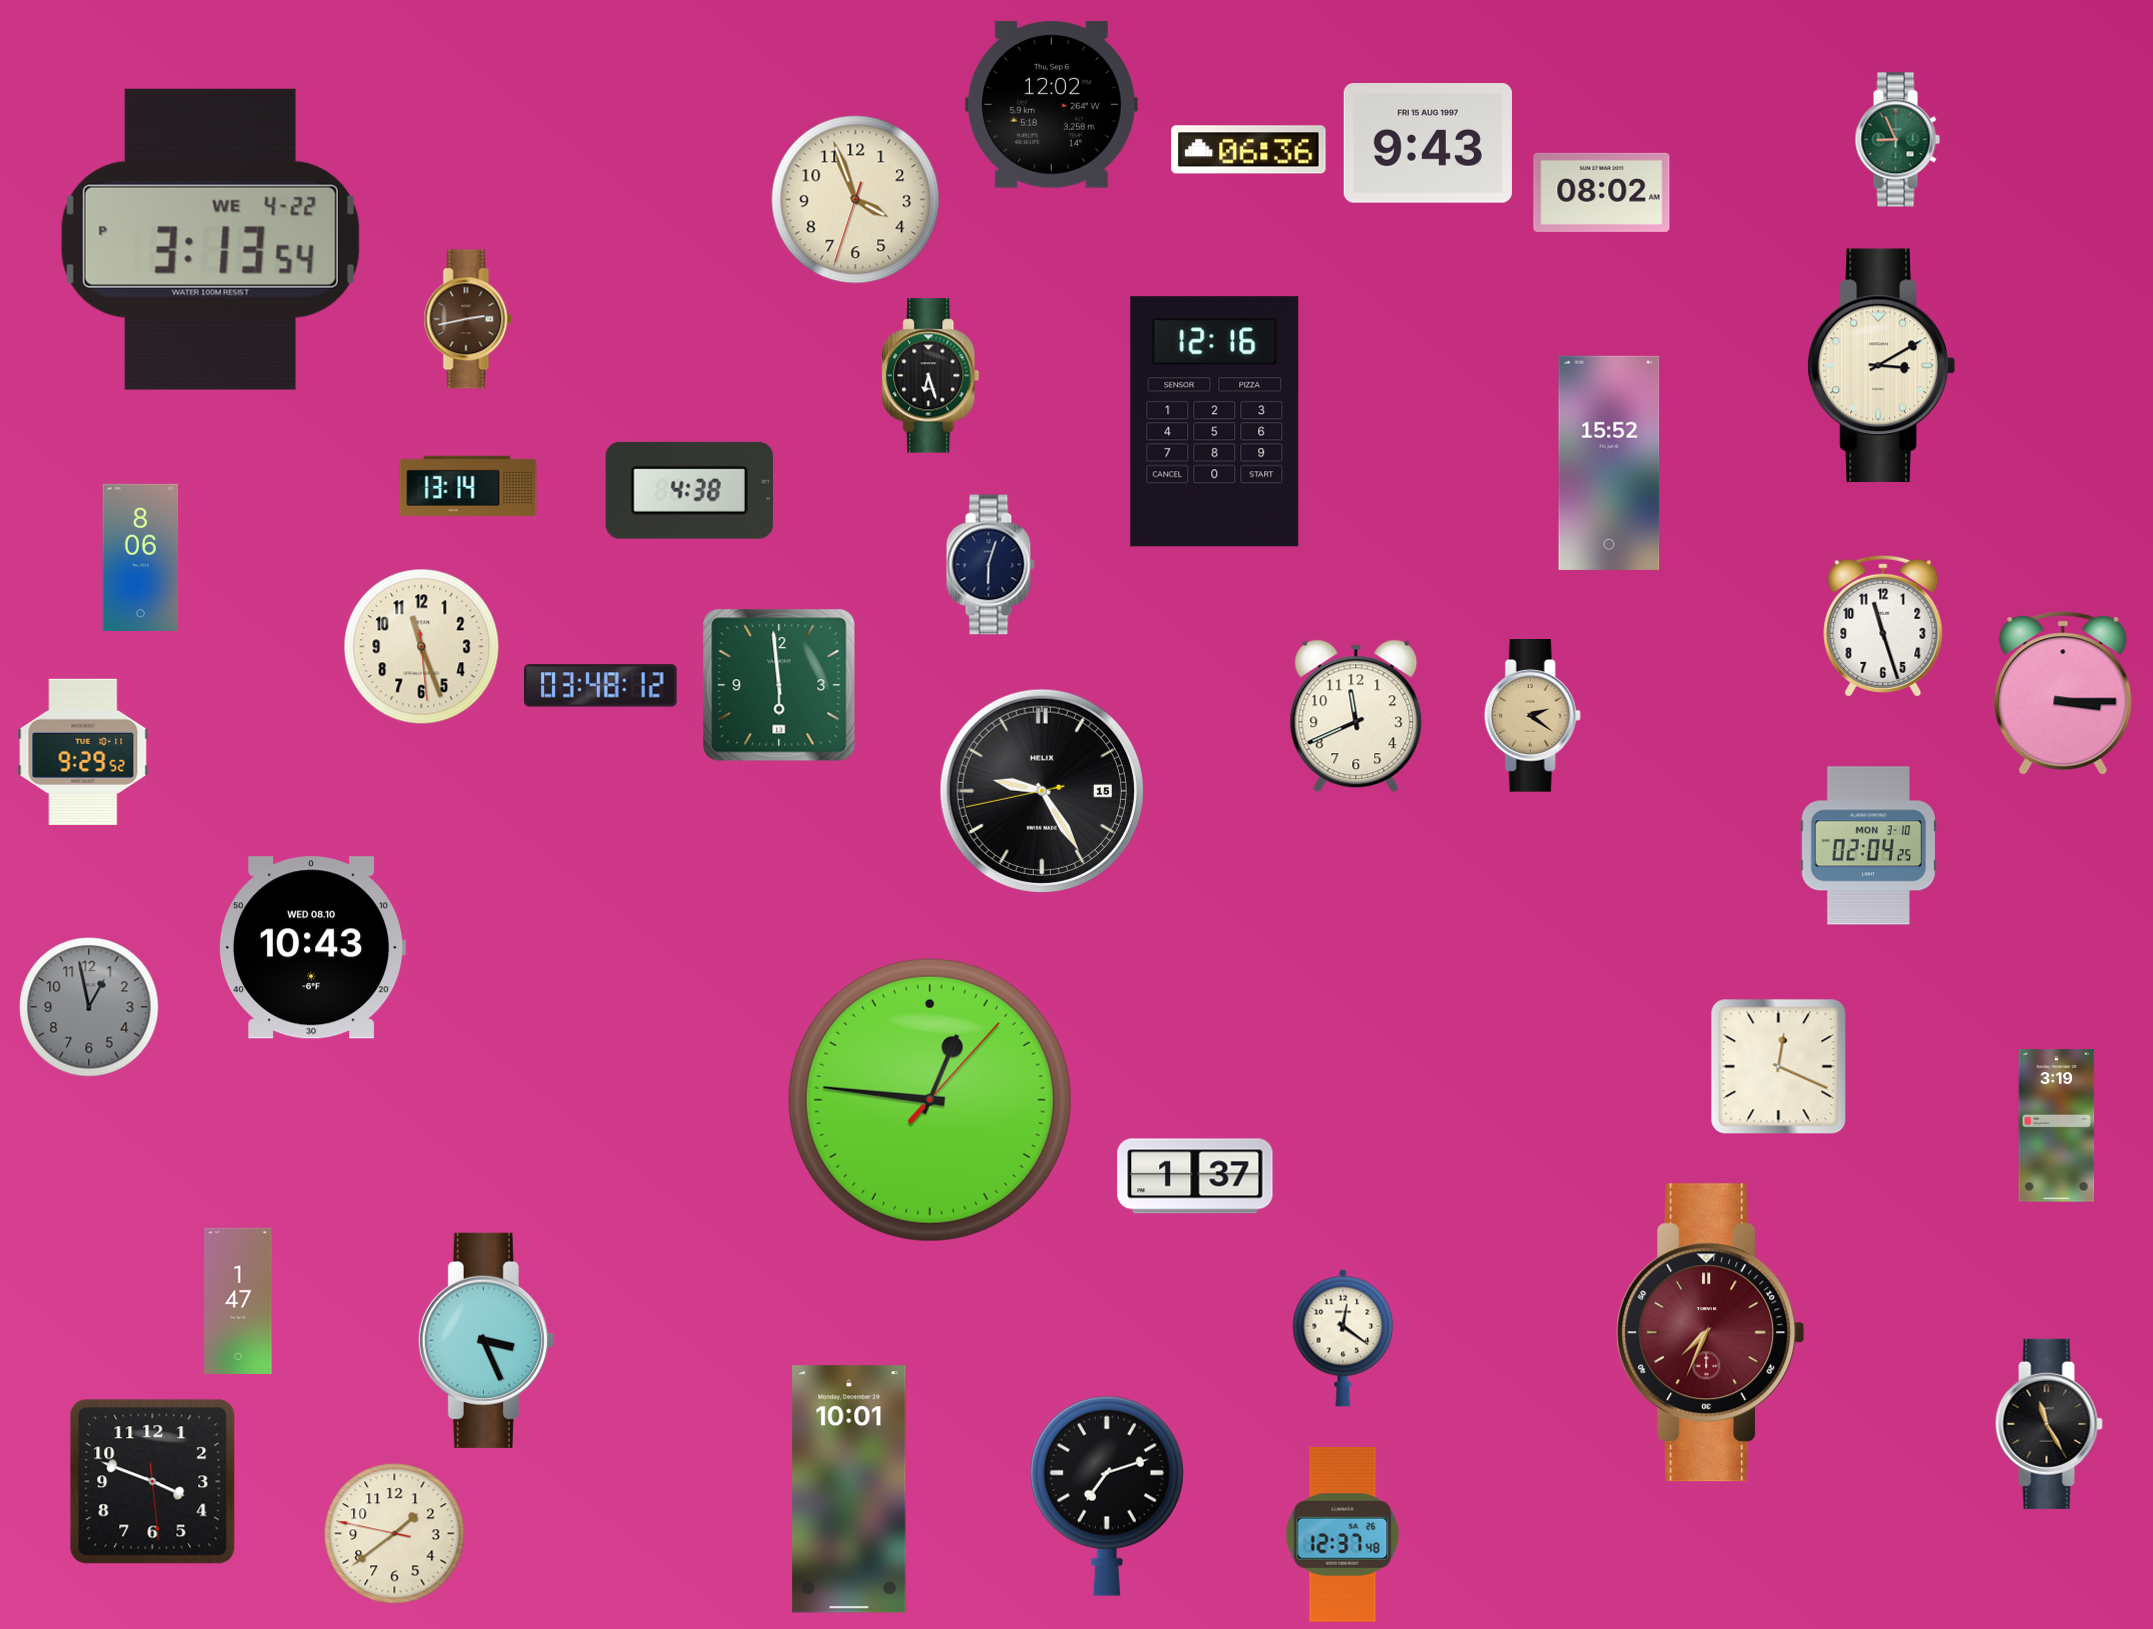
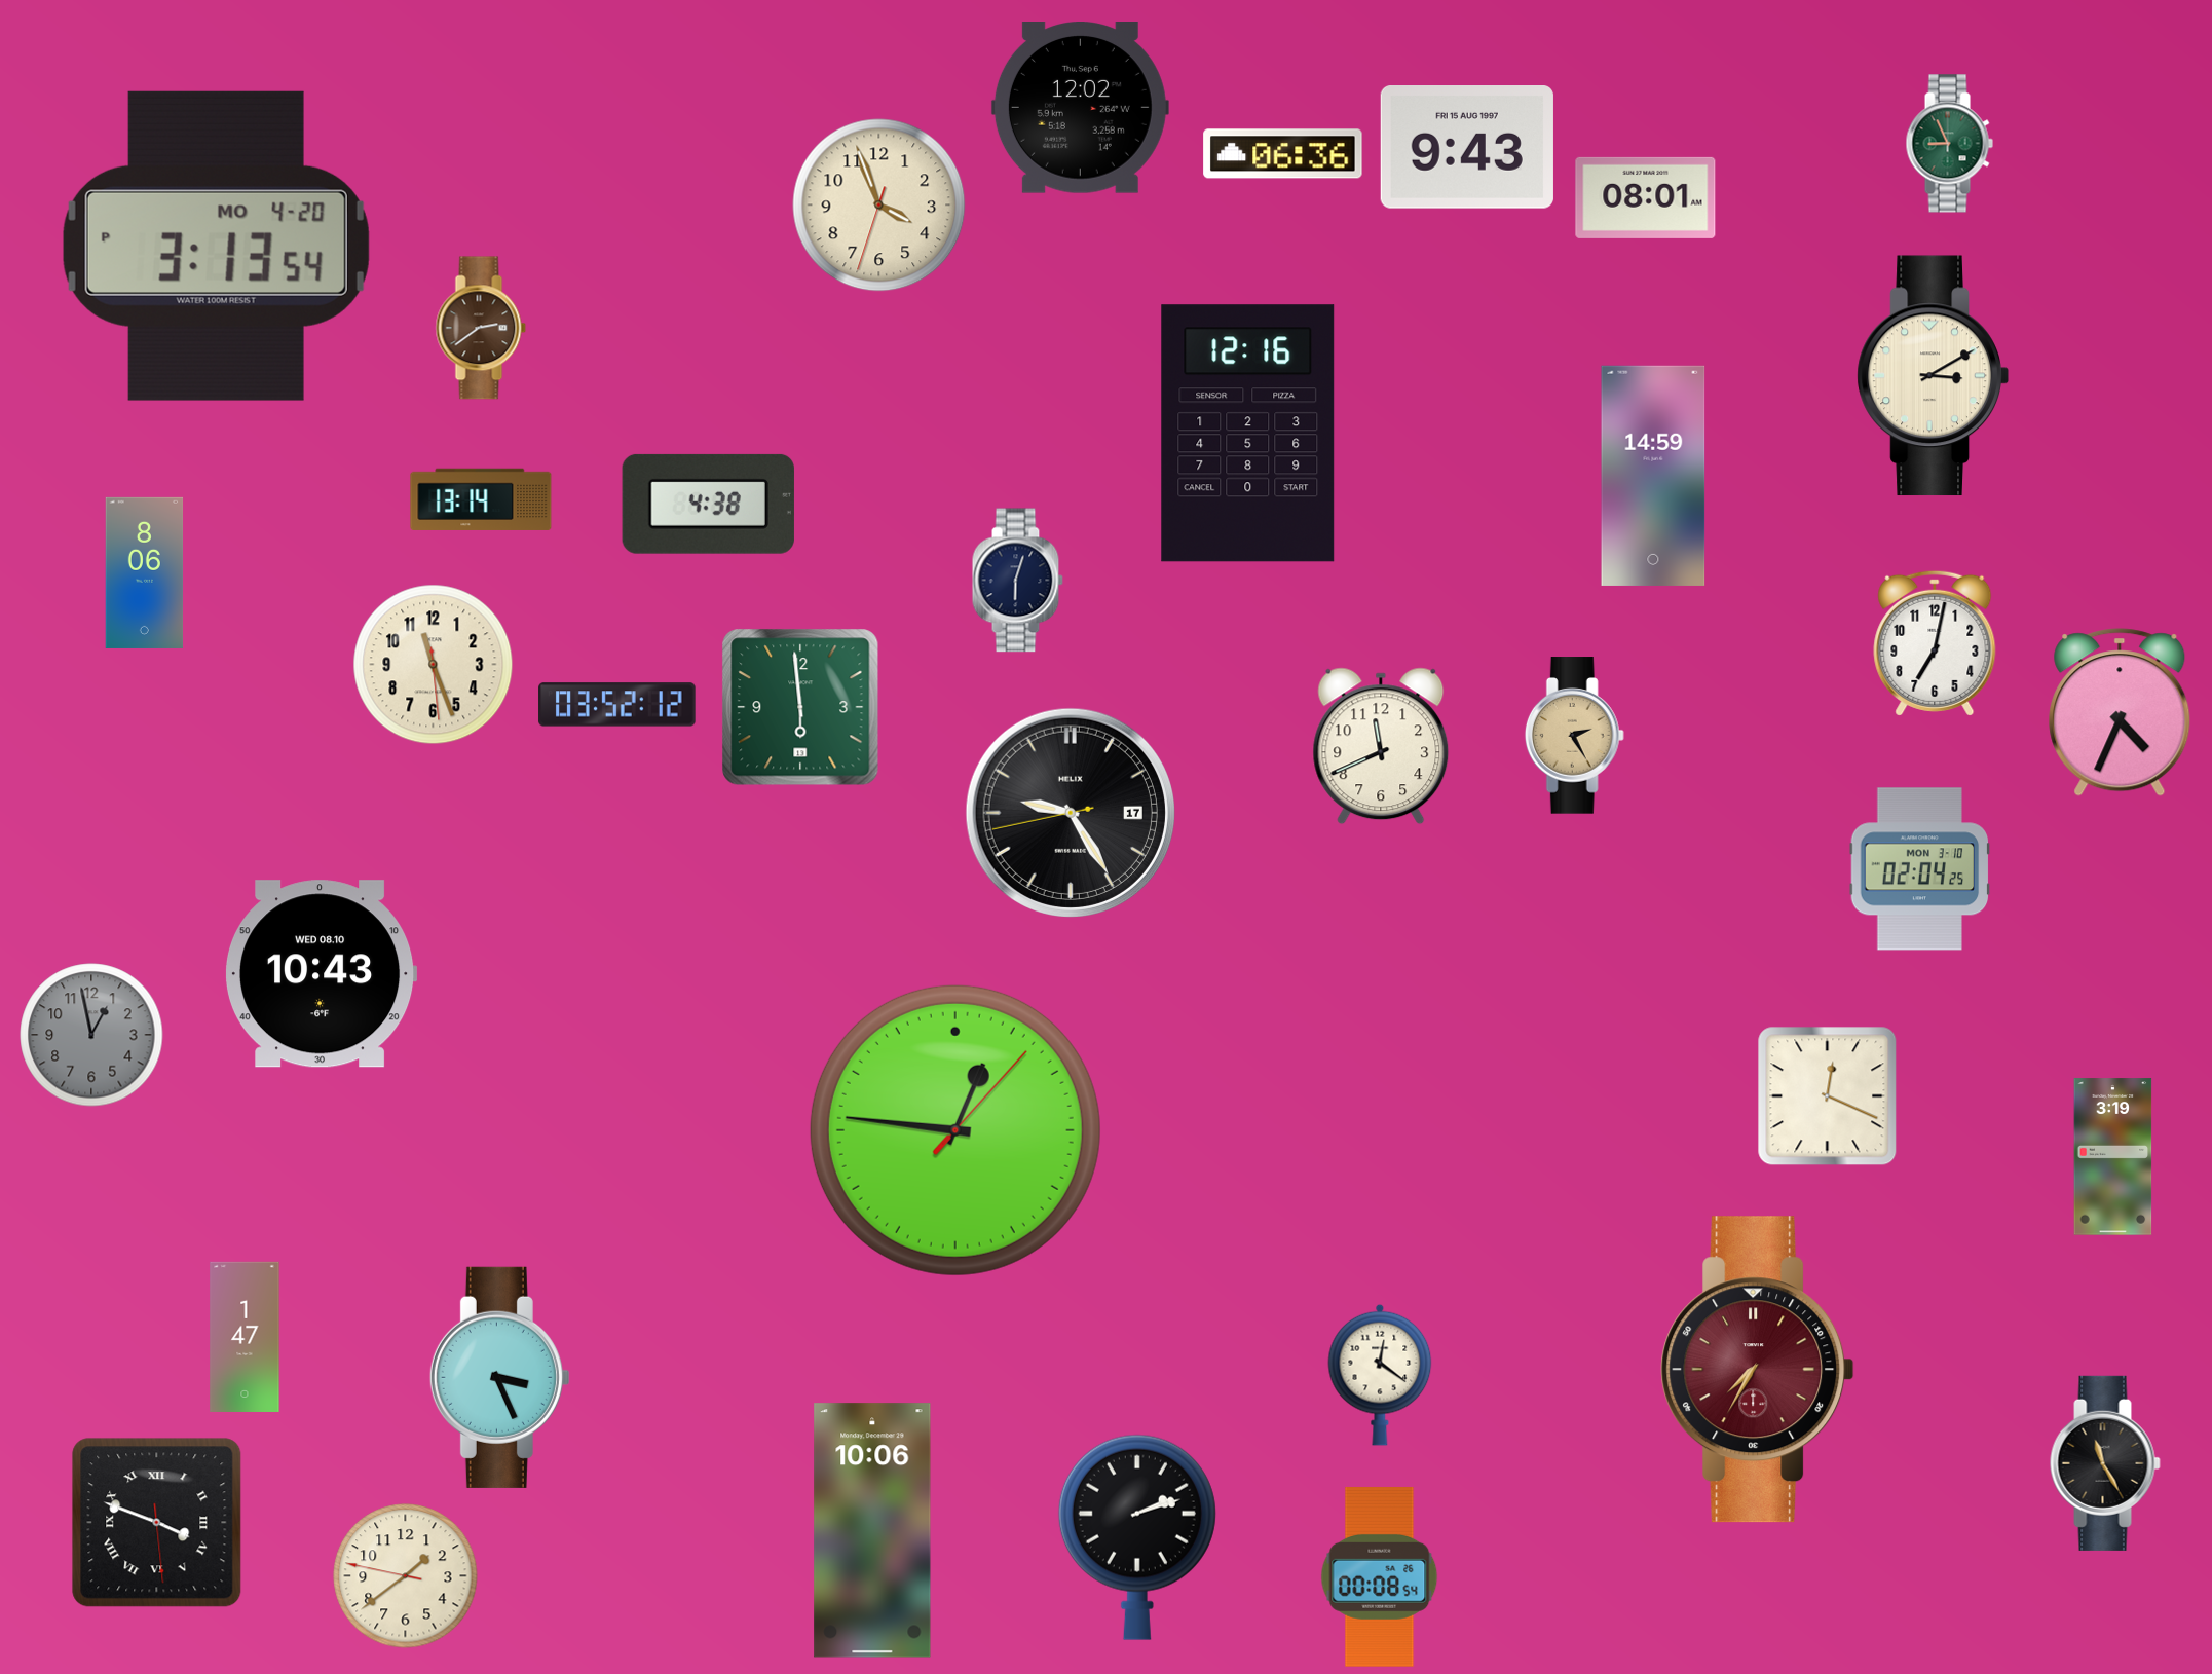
clock at (1602, 192): 08:02 -> 08:01
clock at (210, 239) date: WE 4-22 -> MO 4-20
clock at (468, 319): 2:43 -> 2:39
clock at (931, 376): 6:27 -> none
clock at (1609, 463): 15:52 -> 14:59
clock at (1883, 626): 11:27 -> 7:02
clock at (779, 685) position: (779, 685) -> (800, 707)
clock at (601, 686): 03:48 -> 03:52
clock at (2063, 693): 3:15 -> 4:34
clock at (1356, 716) position: (1356, 716) -> (1381, 746)
clock at (1532, 716): 2:21 -> 2:25
clock at (83, 752): 9:29 -> none
clock at (1042, 791) date: 15 -> 17
clock at (1195, 1176): 1:37 -> none
clock at (1711, 1333): 7:34 -> 7:35
clock at (153, 1482) numerals: Arabic -> Roman
clock at (849, 1489): 10:01 -> 10:06
clock at (1107, 1496): 7:12 -> 2:12
clock at (1343, 1534): 12:37 -> 00:08
